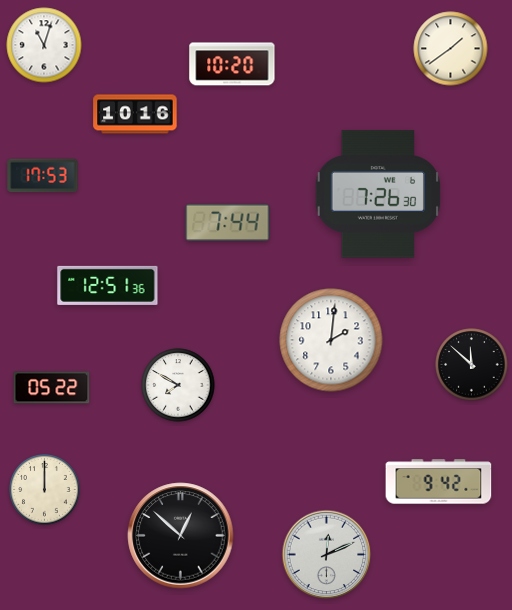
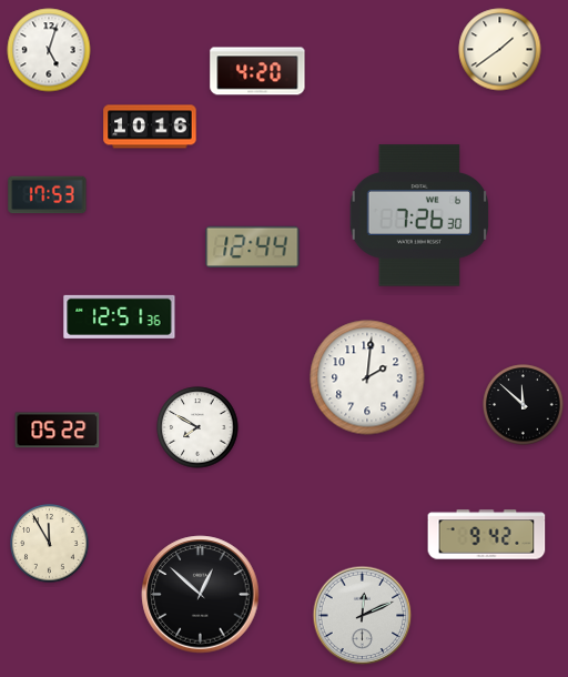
clock at (44, 45): 11:03 -> 5:03
clock at (451, 49) position: (451, 49) -> (500, 50)
clock at (232, 64): 10:20 -> 4:20
clock at (228, 223): 7:44 -> 12:44
clock at (45, 490): 12:00 -> 11:55
